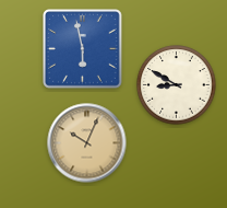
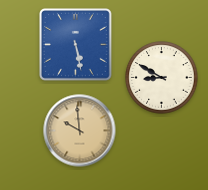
clock at (83, 49): 5:58 -> 5:28
clock at (87, 143): 10:04 -> 9:59
